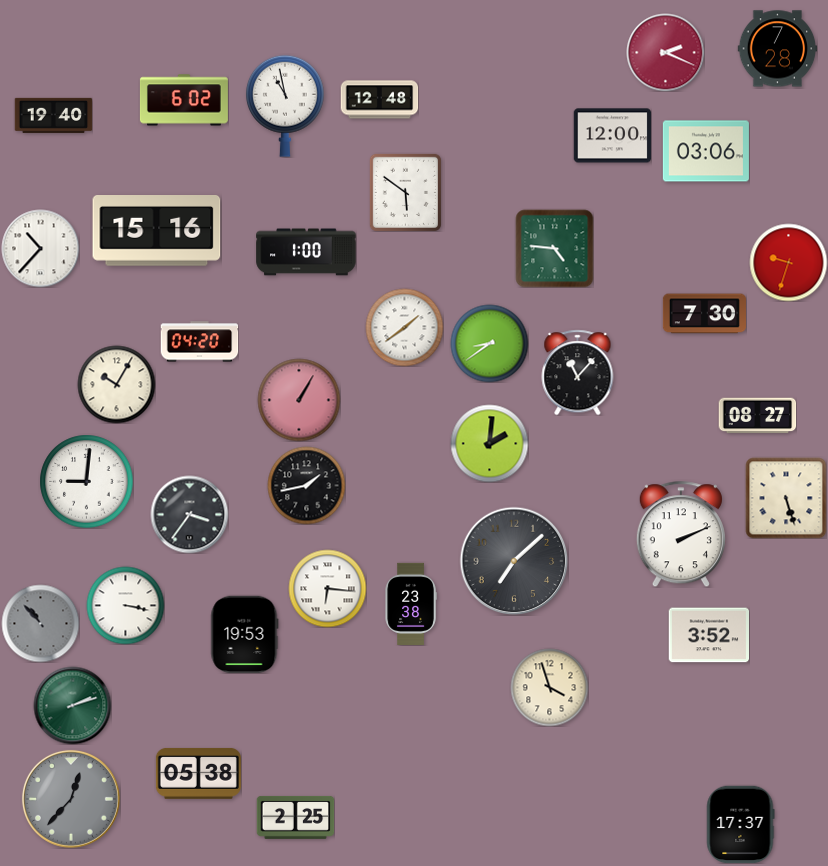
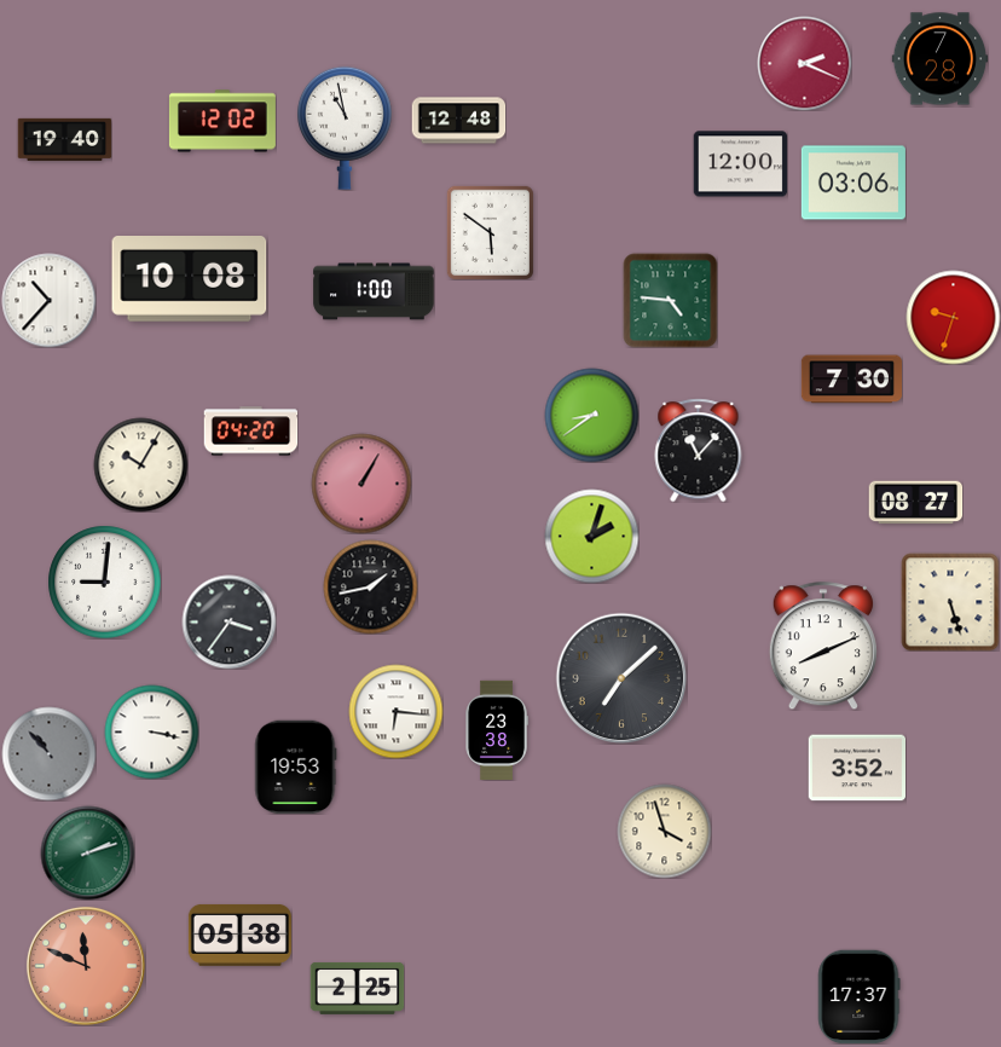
clock at (184, 100): 6:02 -> 12:02
clock at (157, 231): 15:16 -> 10:08
clock at (306, 252) position: (306, 252) -> (374, 291)
clock at (404, 327): 1:39 -> none
clock at (199, 342) position: (199, 342) -> (250, 432)
clock at (489, 443): 2:01 -> 2:03
clock at (681, 534): 2:11 -> 8:11
clock at (71, 799): 12:37 -> 11:49
clock at (71, 799) dial: grey -> salmon
clock at (741, 824) position: (741, 824) -> (860, 996)
